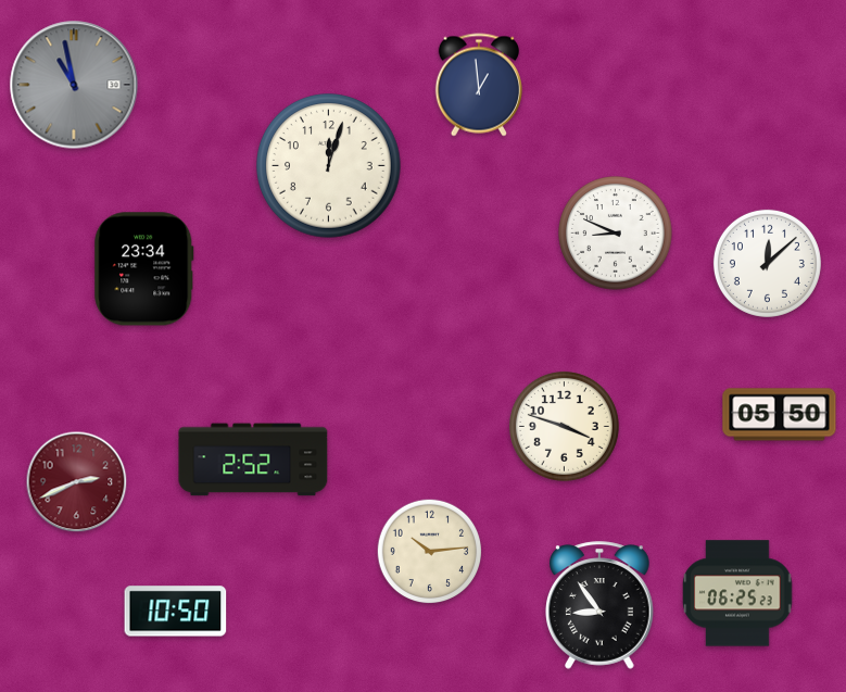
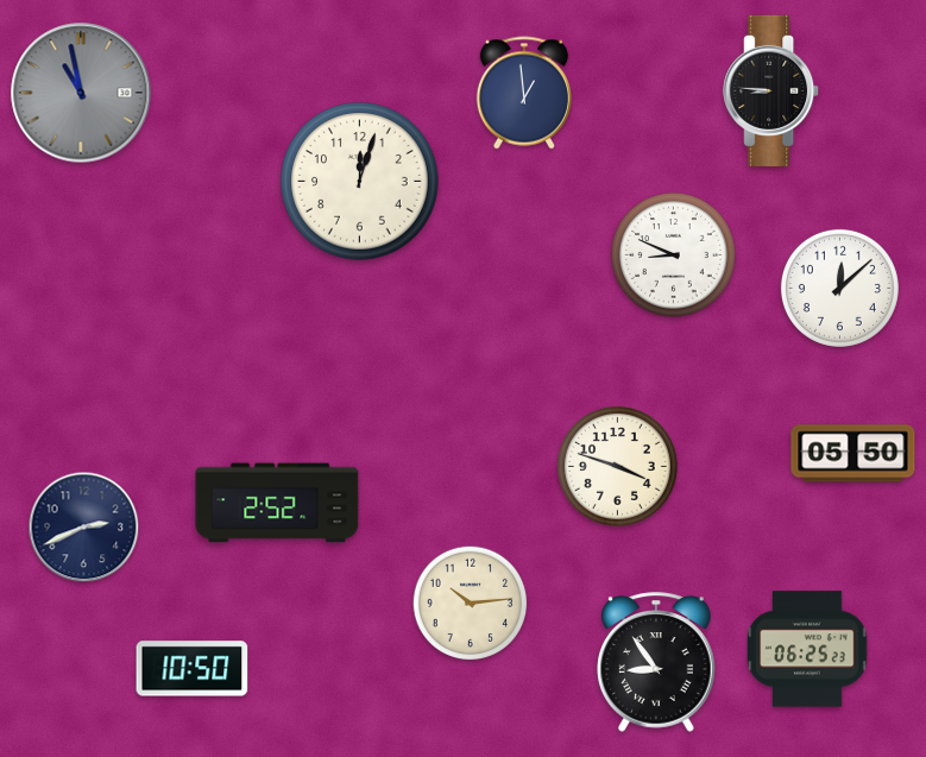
clock at (771, 90): none -> 8:46
clock at (144, 269): 23:34 -> none
clock at (77, 482) dial: burgundy -> navy
